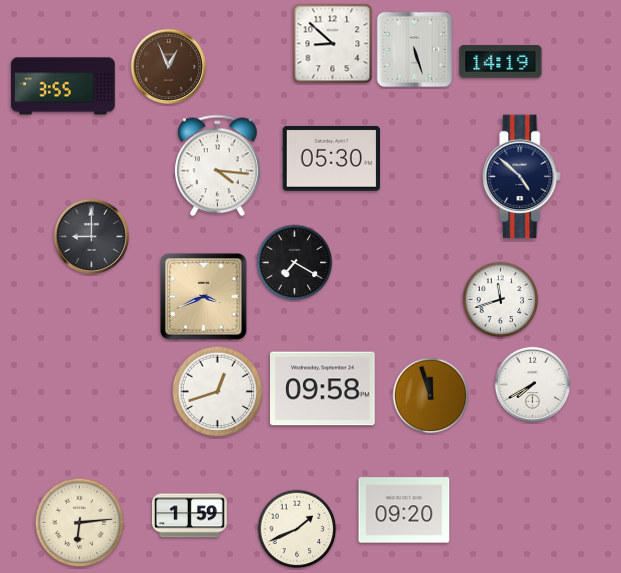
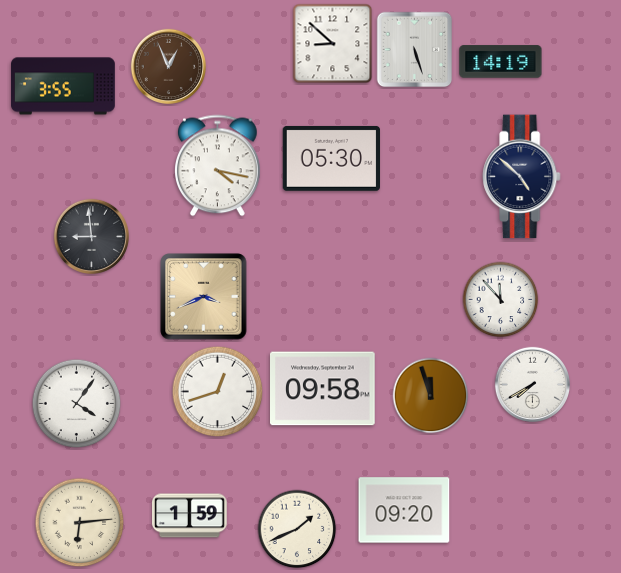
clock at (218, 166): 4:16 -> 4:17
clock at (91, 236): 9:00 -> 8:59
clock at (295, 263): 7:20 -> none
clock at (501, 300): 11:42 -> 11:53
clock at (77, 404): none -> 4:06
